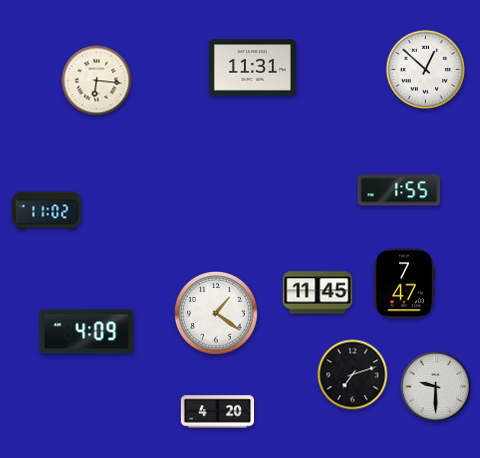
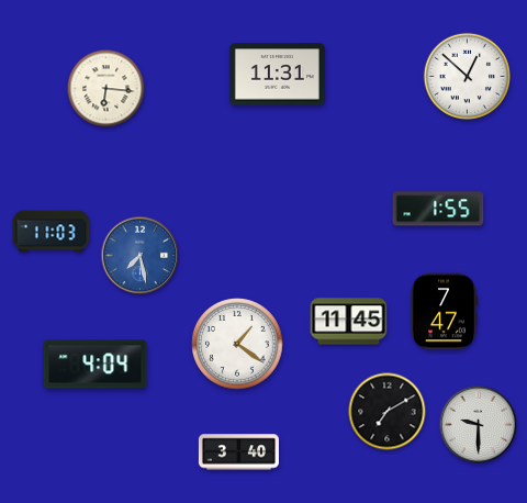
clock at (47, 211): 11:02 -> 11:03
clock at (141, 256): none -> 7:28
clock at (87, 332): 4:09 -> 4:04
clock at (353, 375): 7:12 -> 7:10
clock at (217, 412): 4:20 -> 3:40
